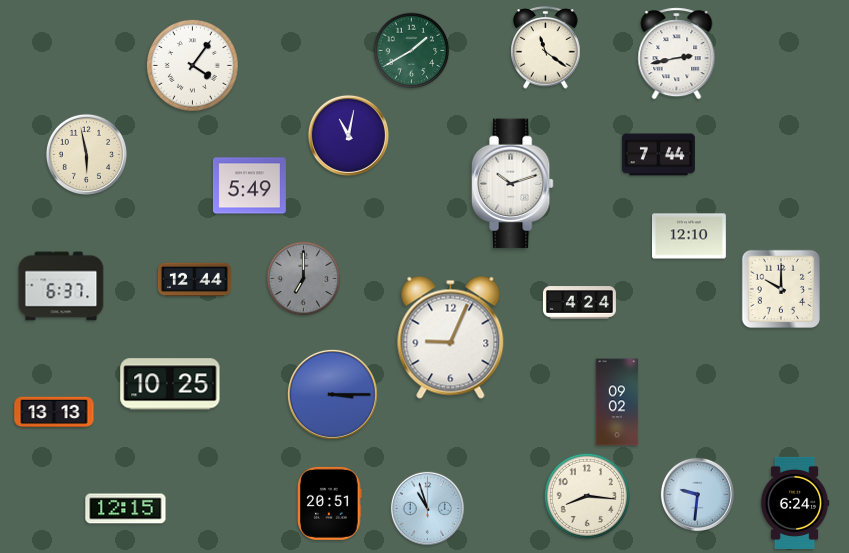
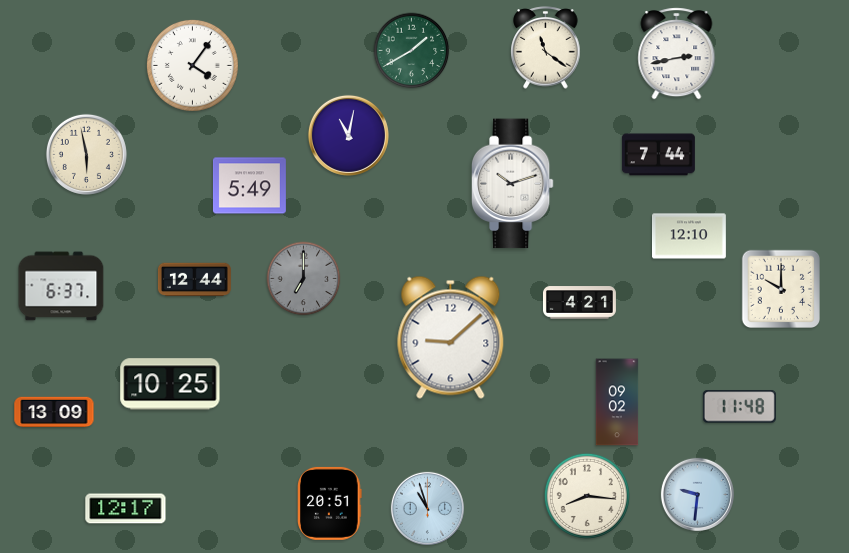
clock at (579, 303): 4:24 -> 4:21
clock at (451, 337): 9:04 -> 9:08
clock at (332, 394): 3:15 -> none
clock at (739, 407): none -> 11:48
clock at (54, 412): 13:13 -> 13:09
clock at (795, 503): 6:24 -> none
clock at (126, 509): 12:15 -> 12:17
